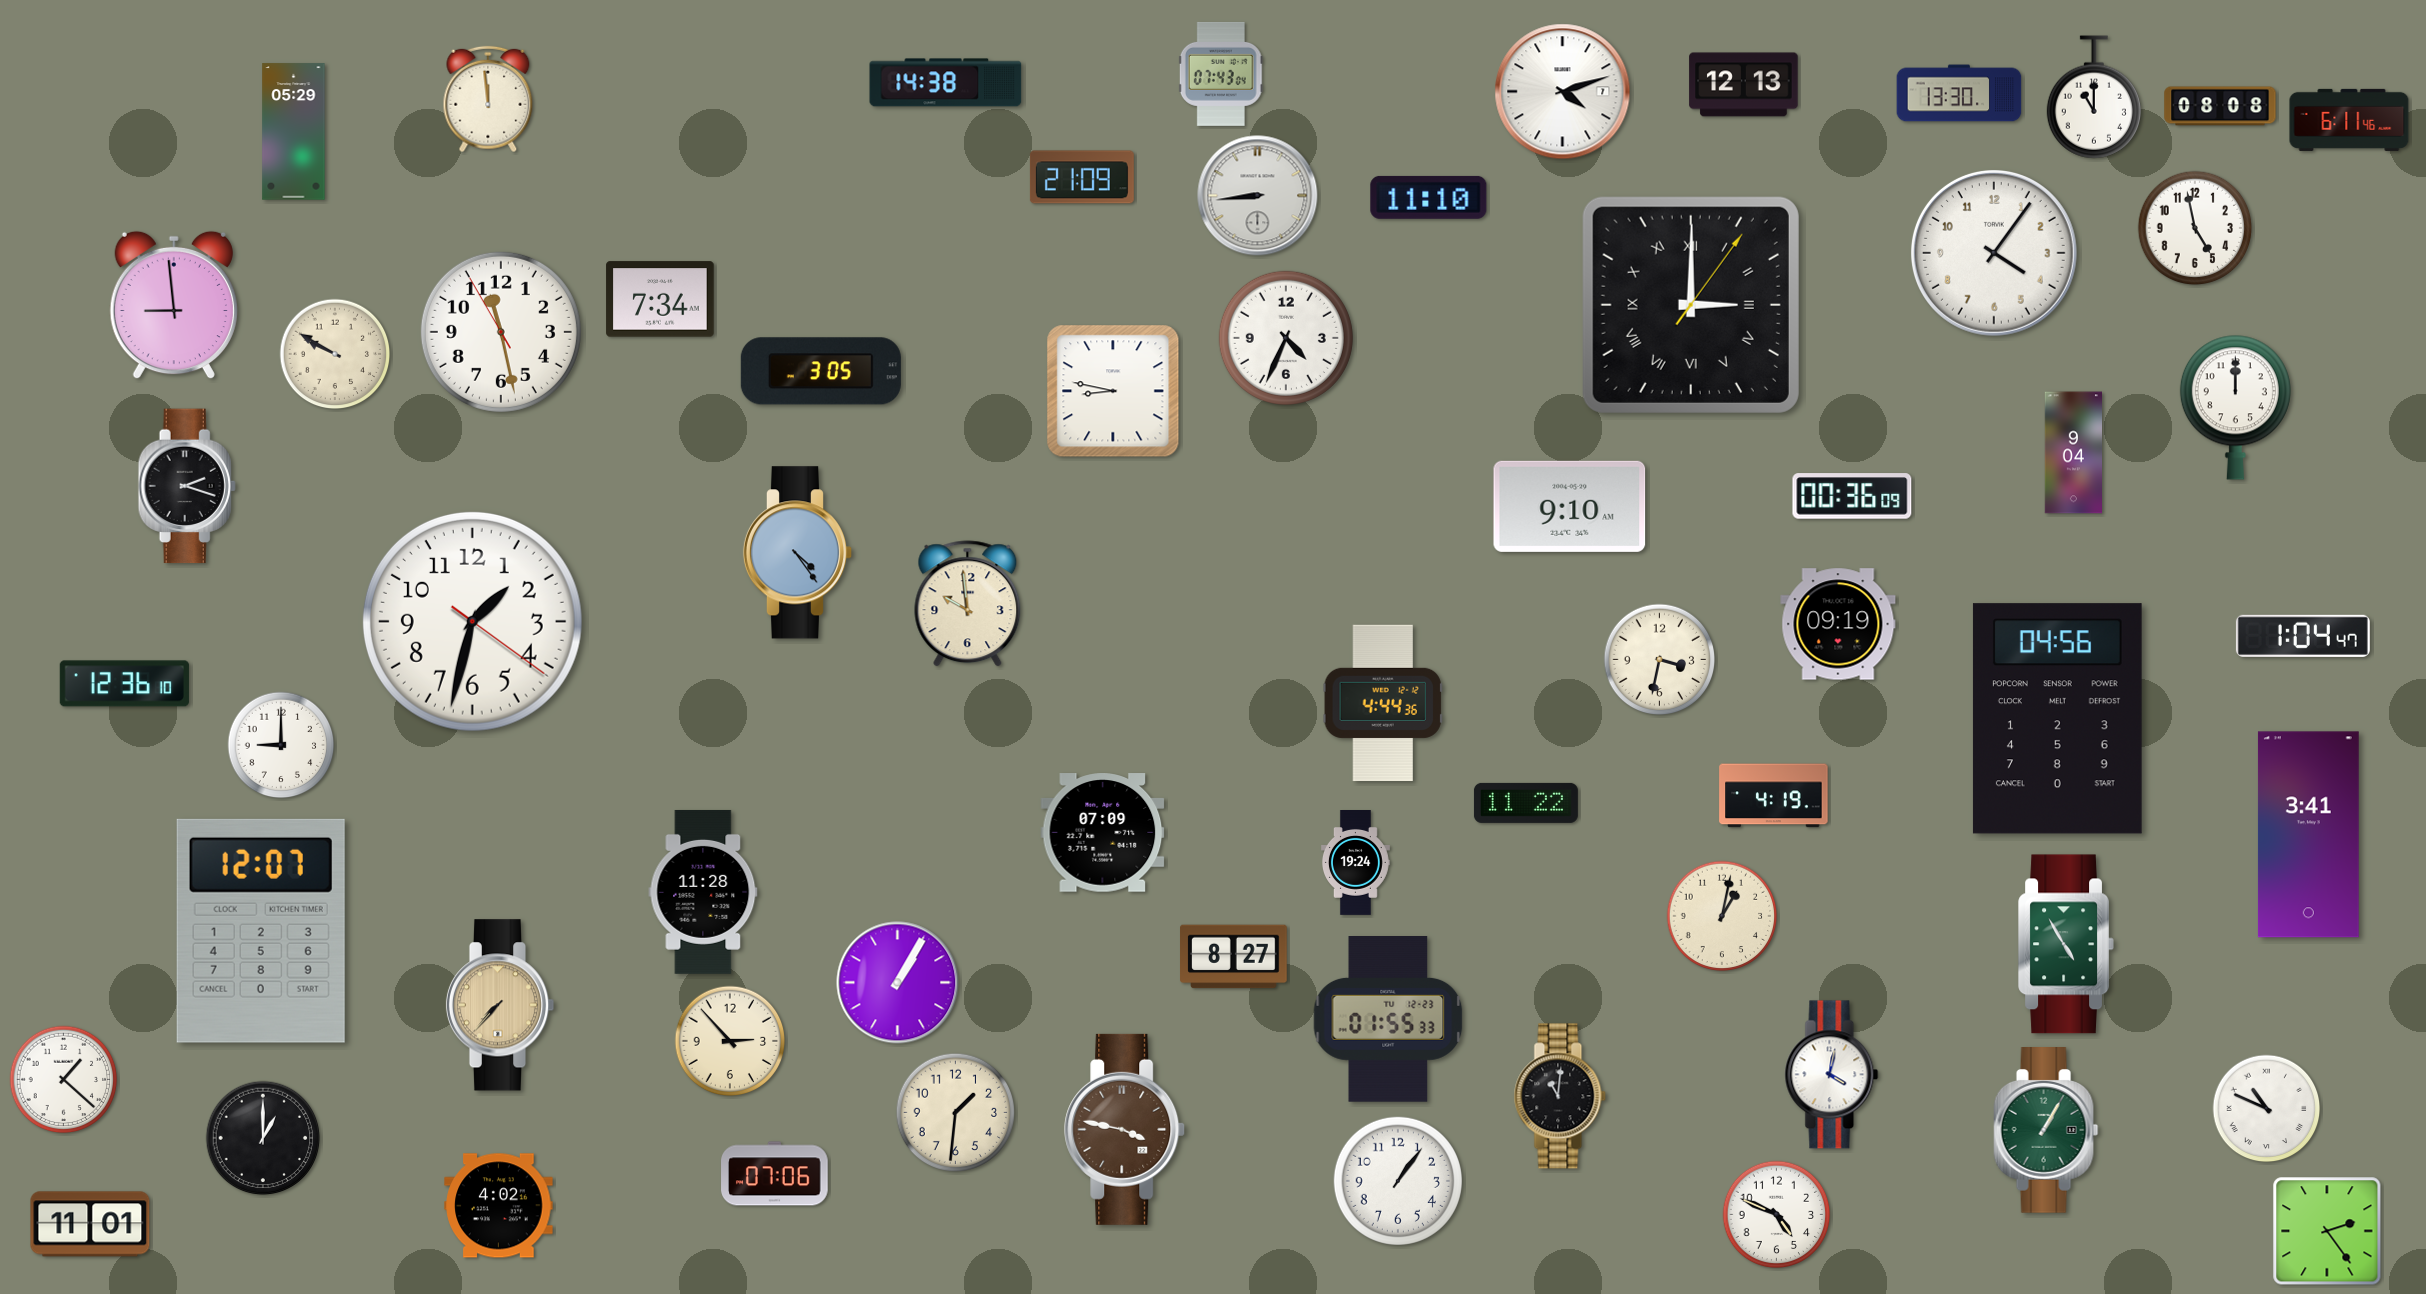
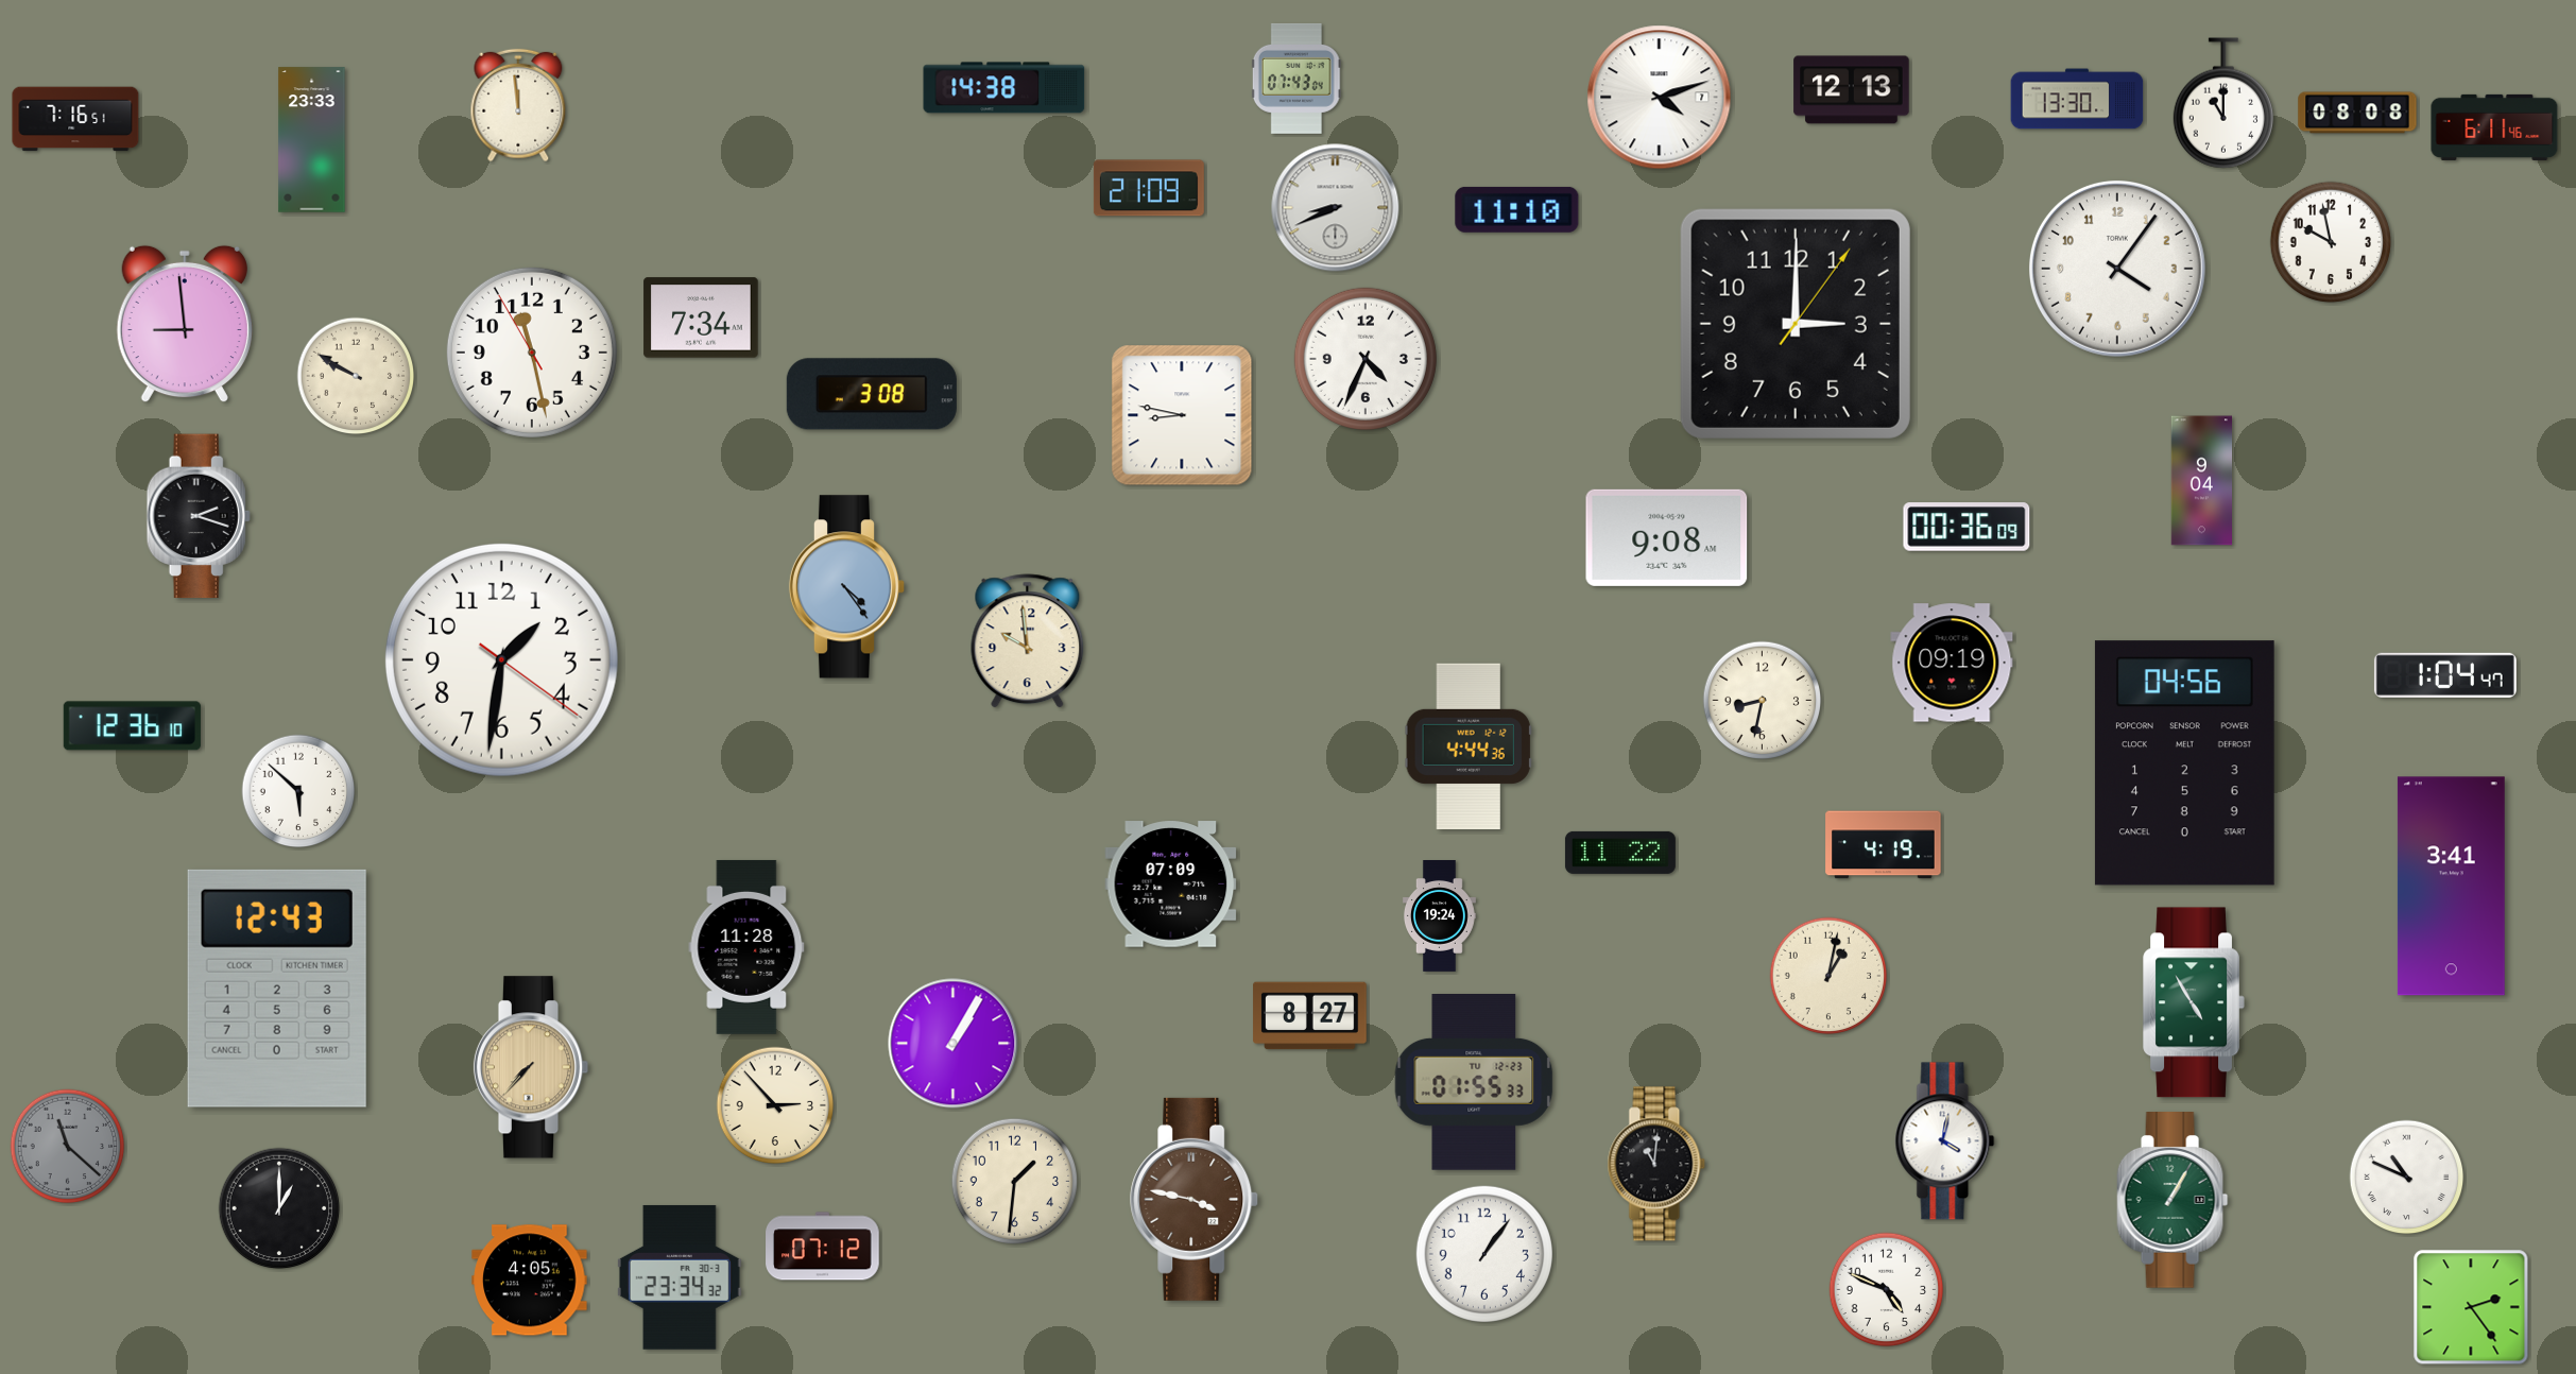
clock at (1959, 93) position: (1959, 93) -> (2077, 99)
clock at (75, 119): none -> 7:16
clock at (294, 132): 05:29 -> 23:33
clock at (1258, 196): 8:44 -> 8:41
clock at (2195, 228): 4:58 -> 9:58
clock at (1691, 305) numerals: Roman -> Arabic
clock at (821, 371): 3:05 -> 3:08
clock at (2235, 407): 12:00 -> none
clock at (1570, 506): 9:10 -> 9:08
clock at (472, 621): 1:32 -> 1:31
clock at (1660, 660): 3:32 -> 8:32
clock at (281, 745): 9:00 -> 5:52
clock at (1722, 916) position: (1722, 916) -> (1828, 976)
clock at (261, 931): 12:07 -> 12:43
clock at (64, 1080): 1:22 -> 11:22
clock at (64, 1080) dial: white -> grey
clock at (775, 1174): 07:06 -> 07:12
clock at (680, 1277): none -> 23:34
clock at (499, 1206): 4:02 -> 4:05
clock at (90, 1224): 11:01 -> none
